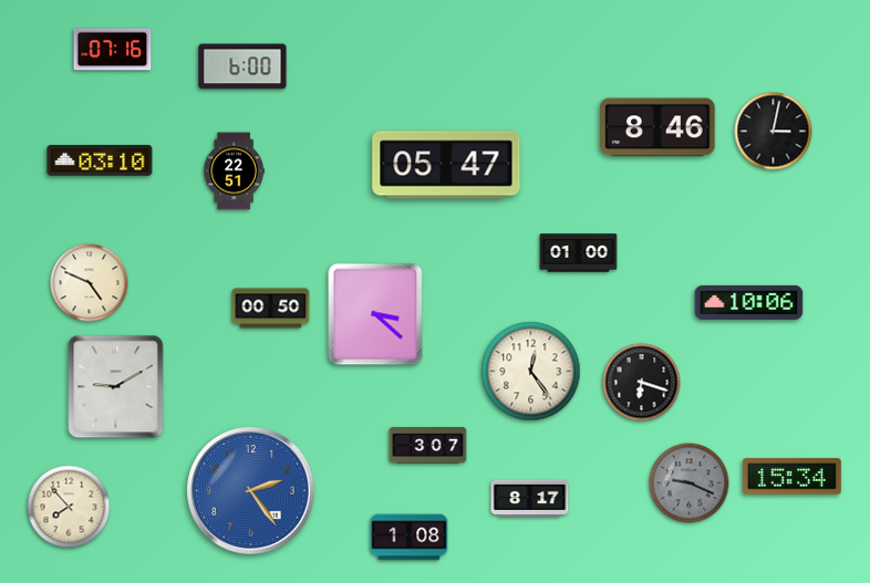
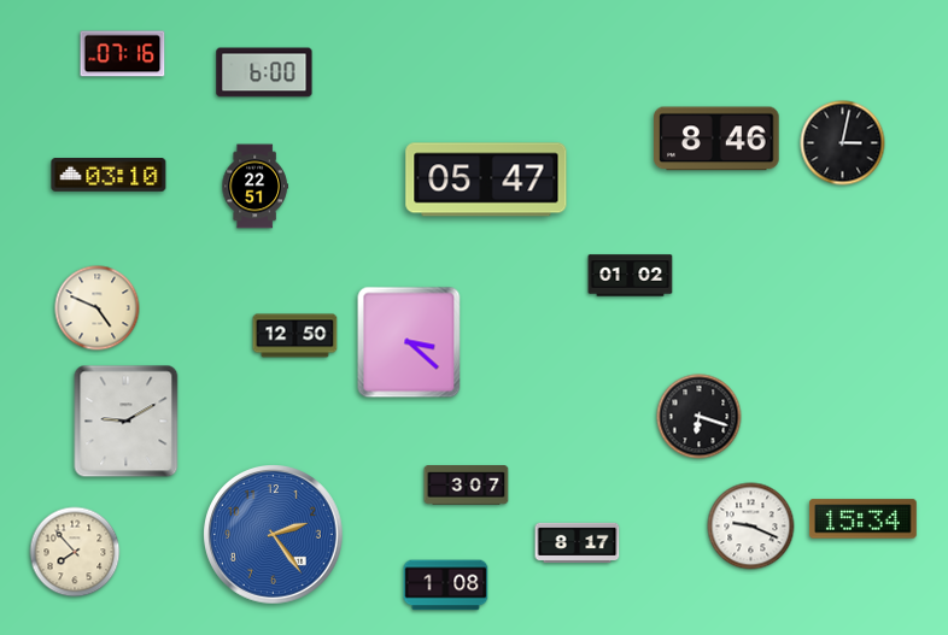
clock at (579, 253): 01:00 -> 01:02
clock at (749, 302): 10:06 -> none
clock at (271, 309): 00:50 -> 12:50
clock at (531, 372): 12:24 -> none
clock at (690, 483) dial: grey -> white
